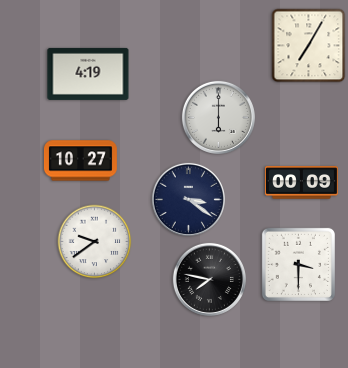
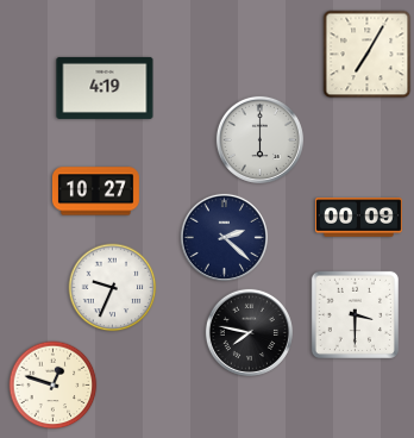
clock at (188, 199): 3:21 -> 2:22
clock at (95, 242): 9:39 -> 9:34
clock at (54, 386): none -> 12:48
